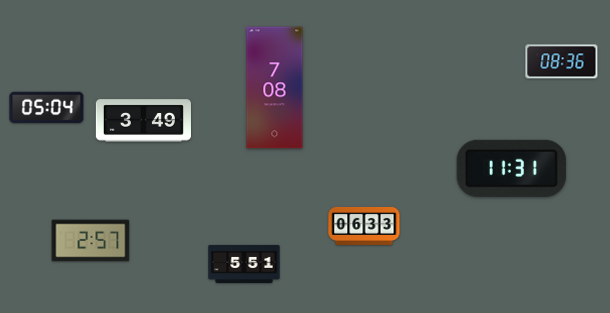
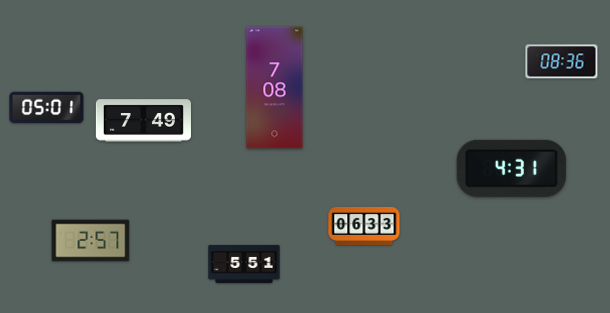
clock at (47, 108): 05:04 -> 05:01
clock at (143, 121): 3:49 -> 7:49
clock at (511, 168): 11:31 -> 4:31
